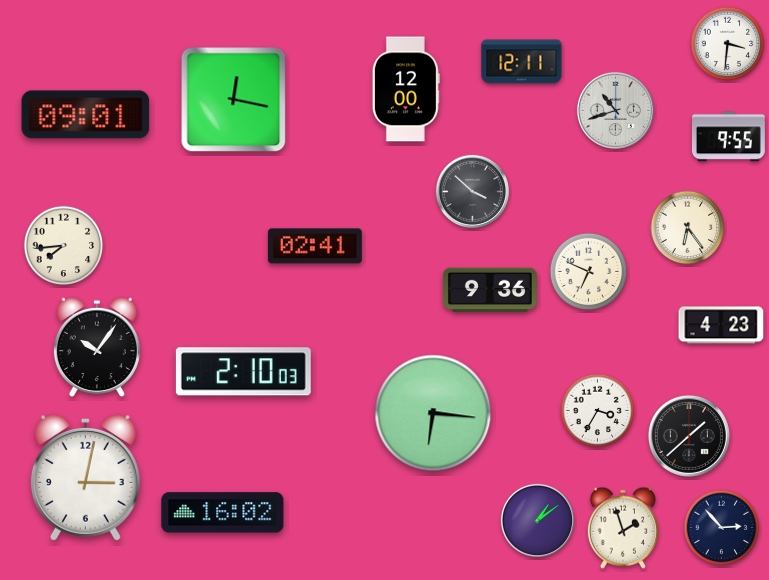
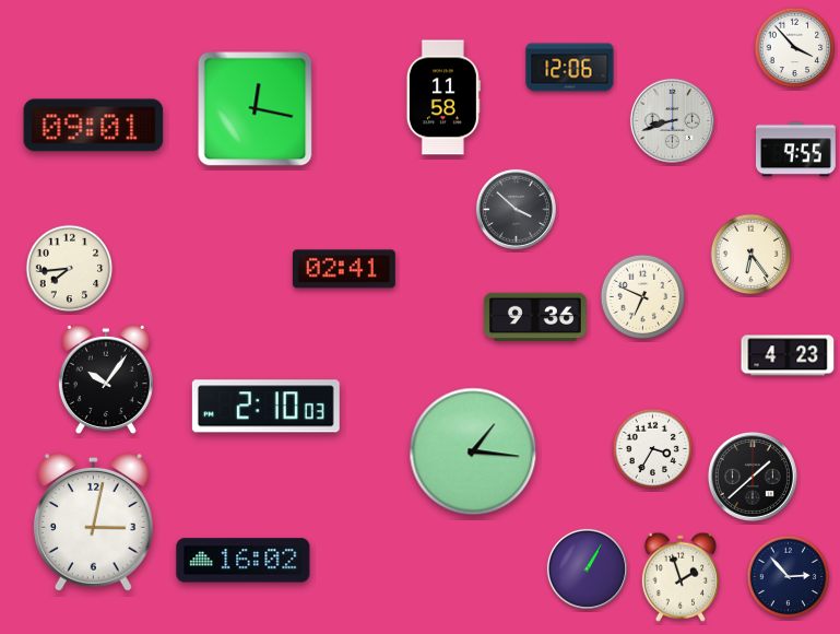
clock at (728, 44): 3:31 -> 3:53
clock at (522, 62): 12:11 -> 12:06
clock at (406, 89): 12:00 -> 11:58
clock at (615, 110): 10:42 -> 8:42
clock at (688, 228) position: (688, 228) -> (752, 255)
clock at (433, 413): 6:16 -> 1:16
clock at (537, 520): 1:09 -> 1:05
